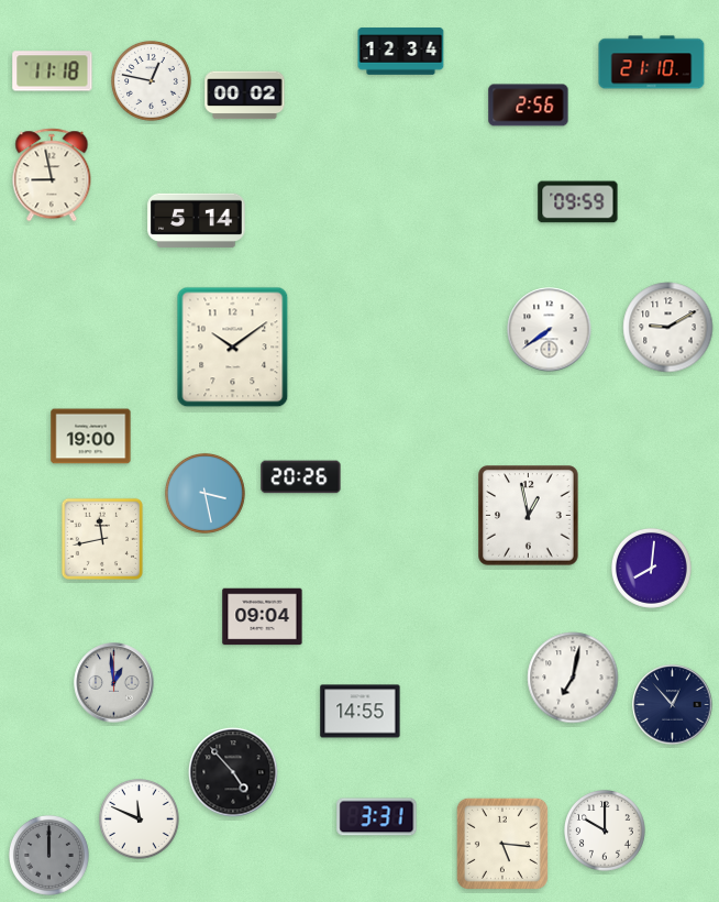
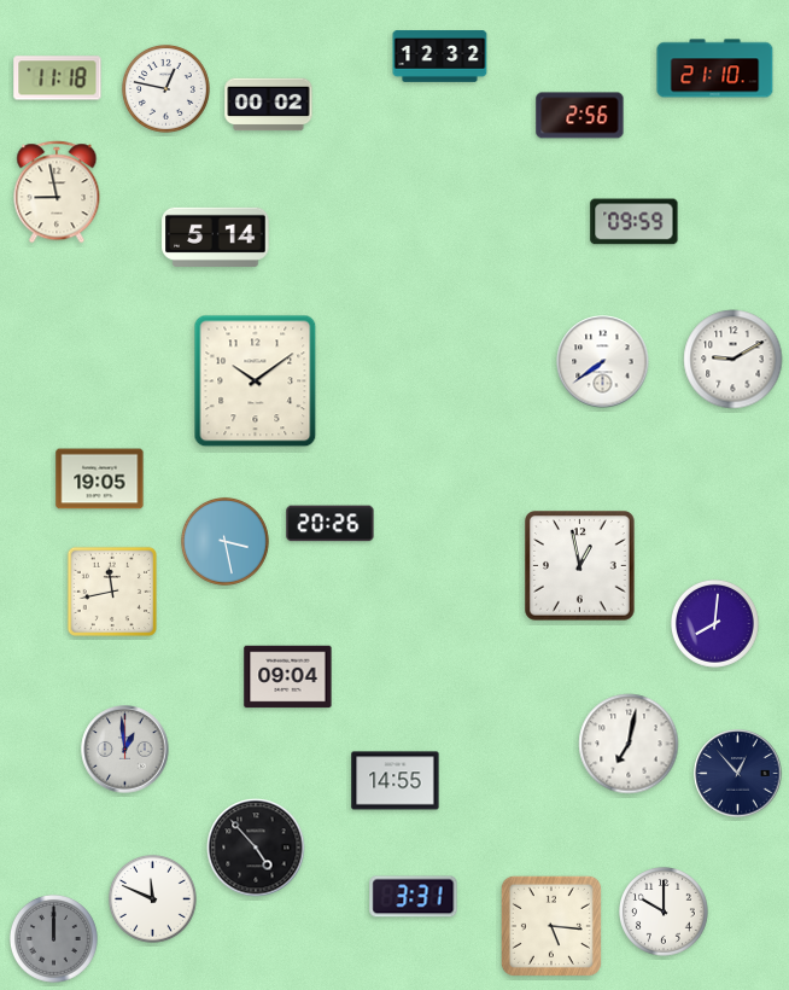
clock at (401, 52): 12:34 -> 12:32
clock at (197, 220) position: (197, 220) -> (216, 237)
clock at (91, 437): 19:00 -> 19:05
